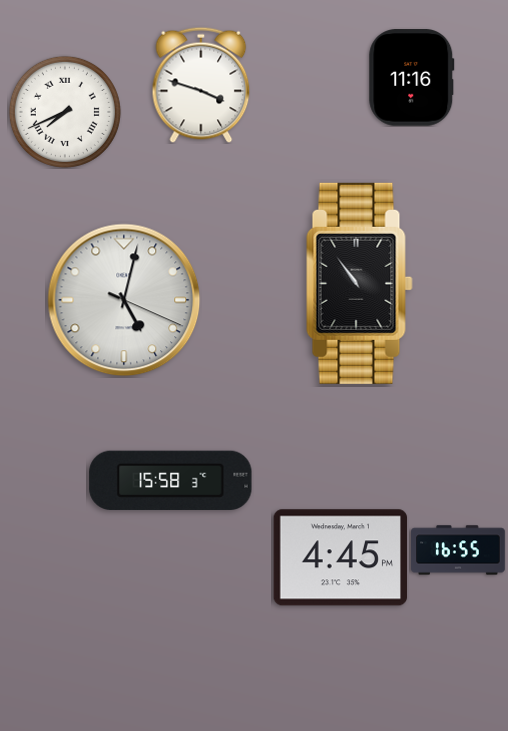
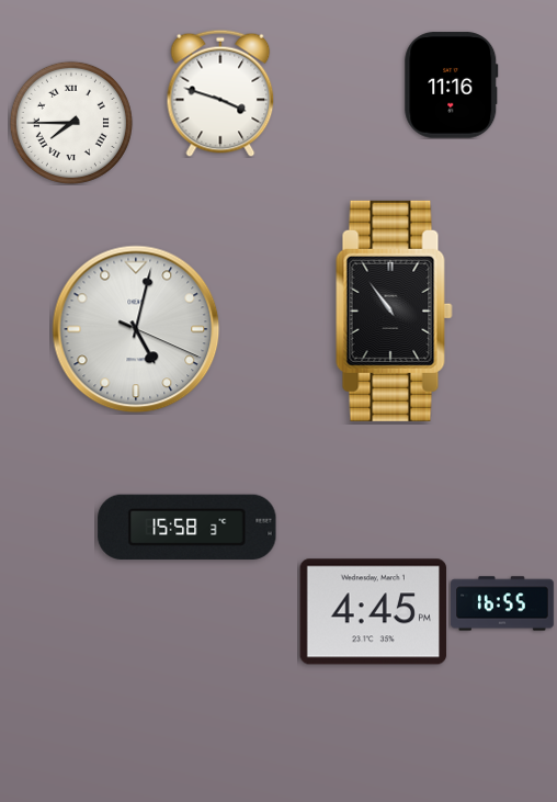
clock at (65, 112): 7:41 -> 7:45
